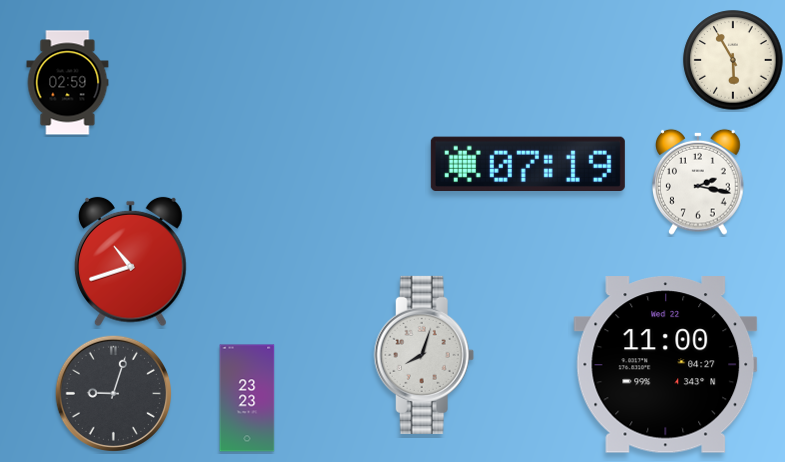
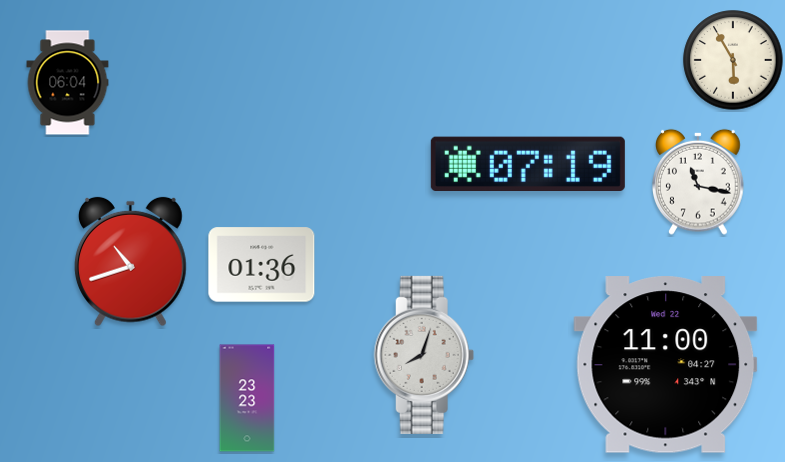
clock at (68, 83): 02:59 -> 06:04
clock at (699, 182): 2:17 -> 11:17
clock at (262, 265): none -> 01:36
clock at (113, 393): 9:03 -> none
